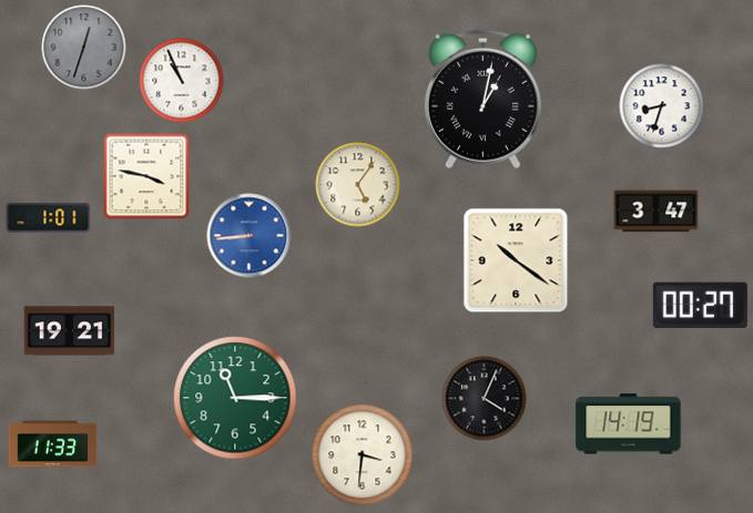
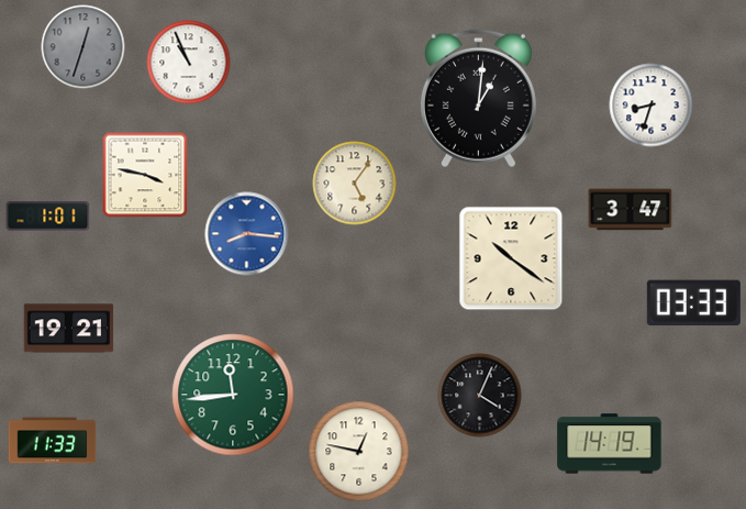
clock at (182, 81) position: (182, 81) -> (189, 63)
clock at (482, 100): 1:02 -> 1:01
clock at (662, 106) position: (662, 106) -> (652, 106)
clock at (657, 212) position: (657, 212) -> (631, 210)
clock at (250, 236): 8:44 -> 8:16
clock at (700, 306): 00:27 -> 03:33
clock at (235, 398): 11:15 -> 11:44
clock at (629, 424) position: (629, 424) -> (610, 444)
clock at (363, 455): 3:31 -> 12:47
